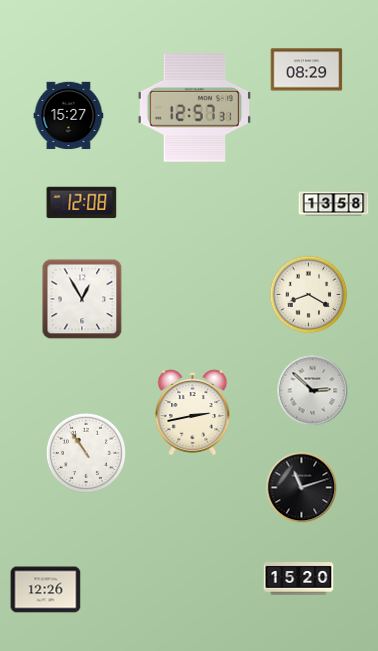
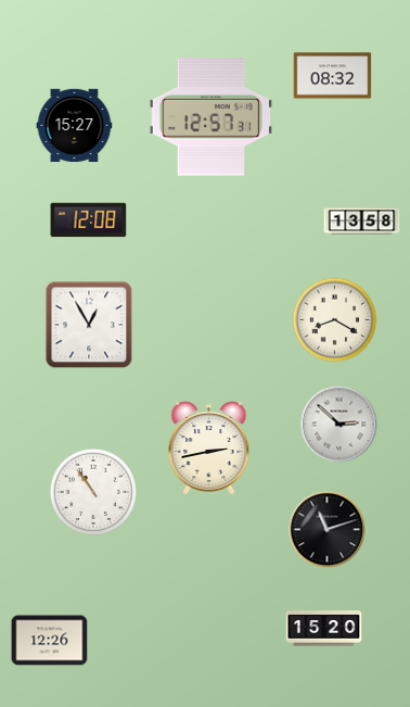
clock at (307, 70): 08:29 -> 08:32
